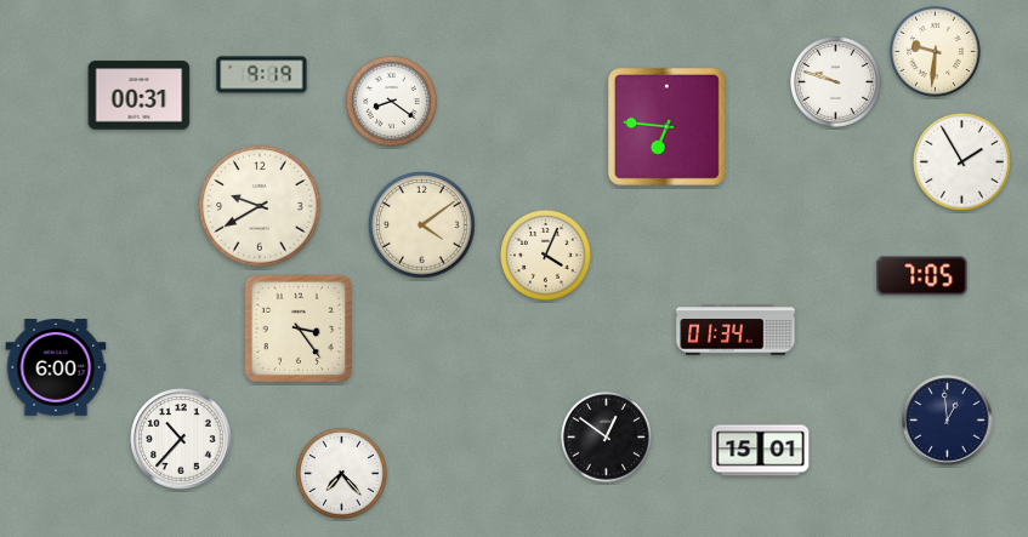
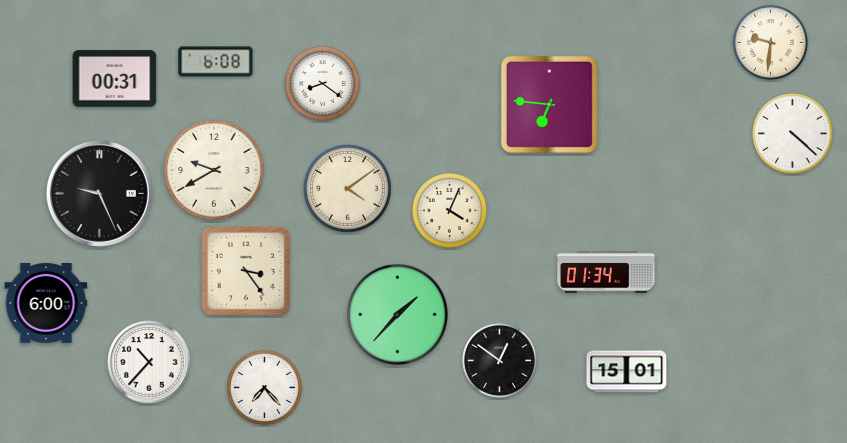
clock at (262, 75): 9:19 -> 6:08
clock at (835, 81): 9:48 -> none
clock at (962, 162): 1:55 -> 4:22
clock at (422, 225) position: (422, 225) -> (348, 189)
clock at (99, 193): none -> 9:26
clock at (922, 276): 7:05 -> none
clock at (398, 315): none -> 1:37
clock at (948, 421): 12:59 -> none
clock at (341, 473) position: (341, 473) -> (264, 387)
